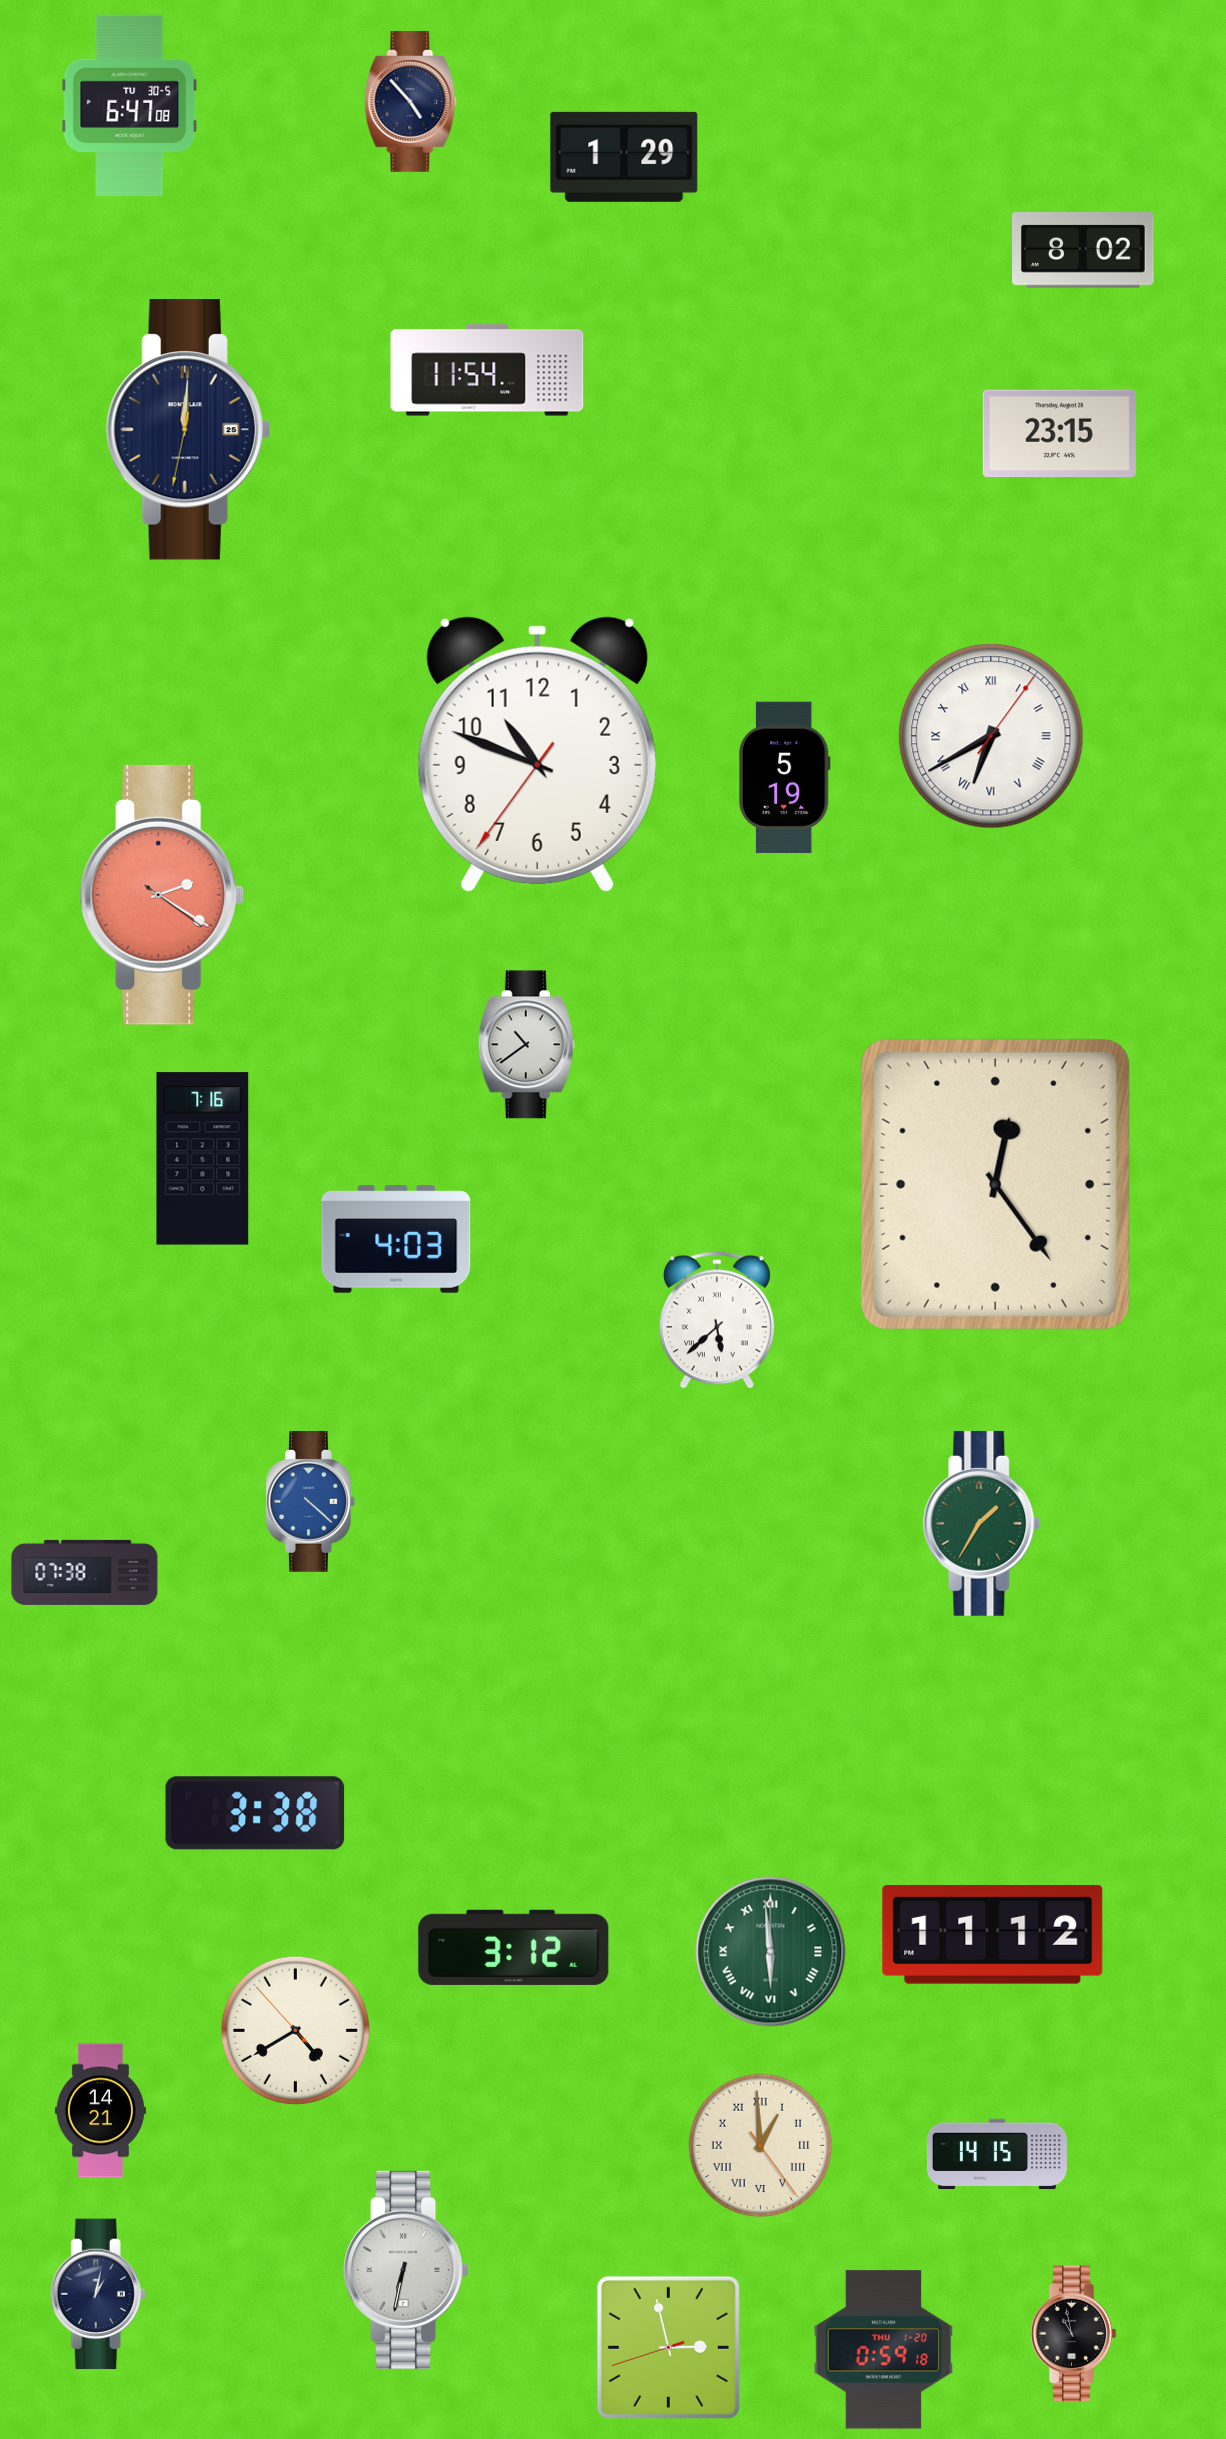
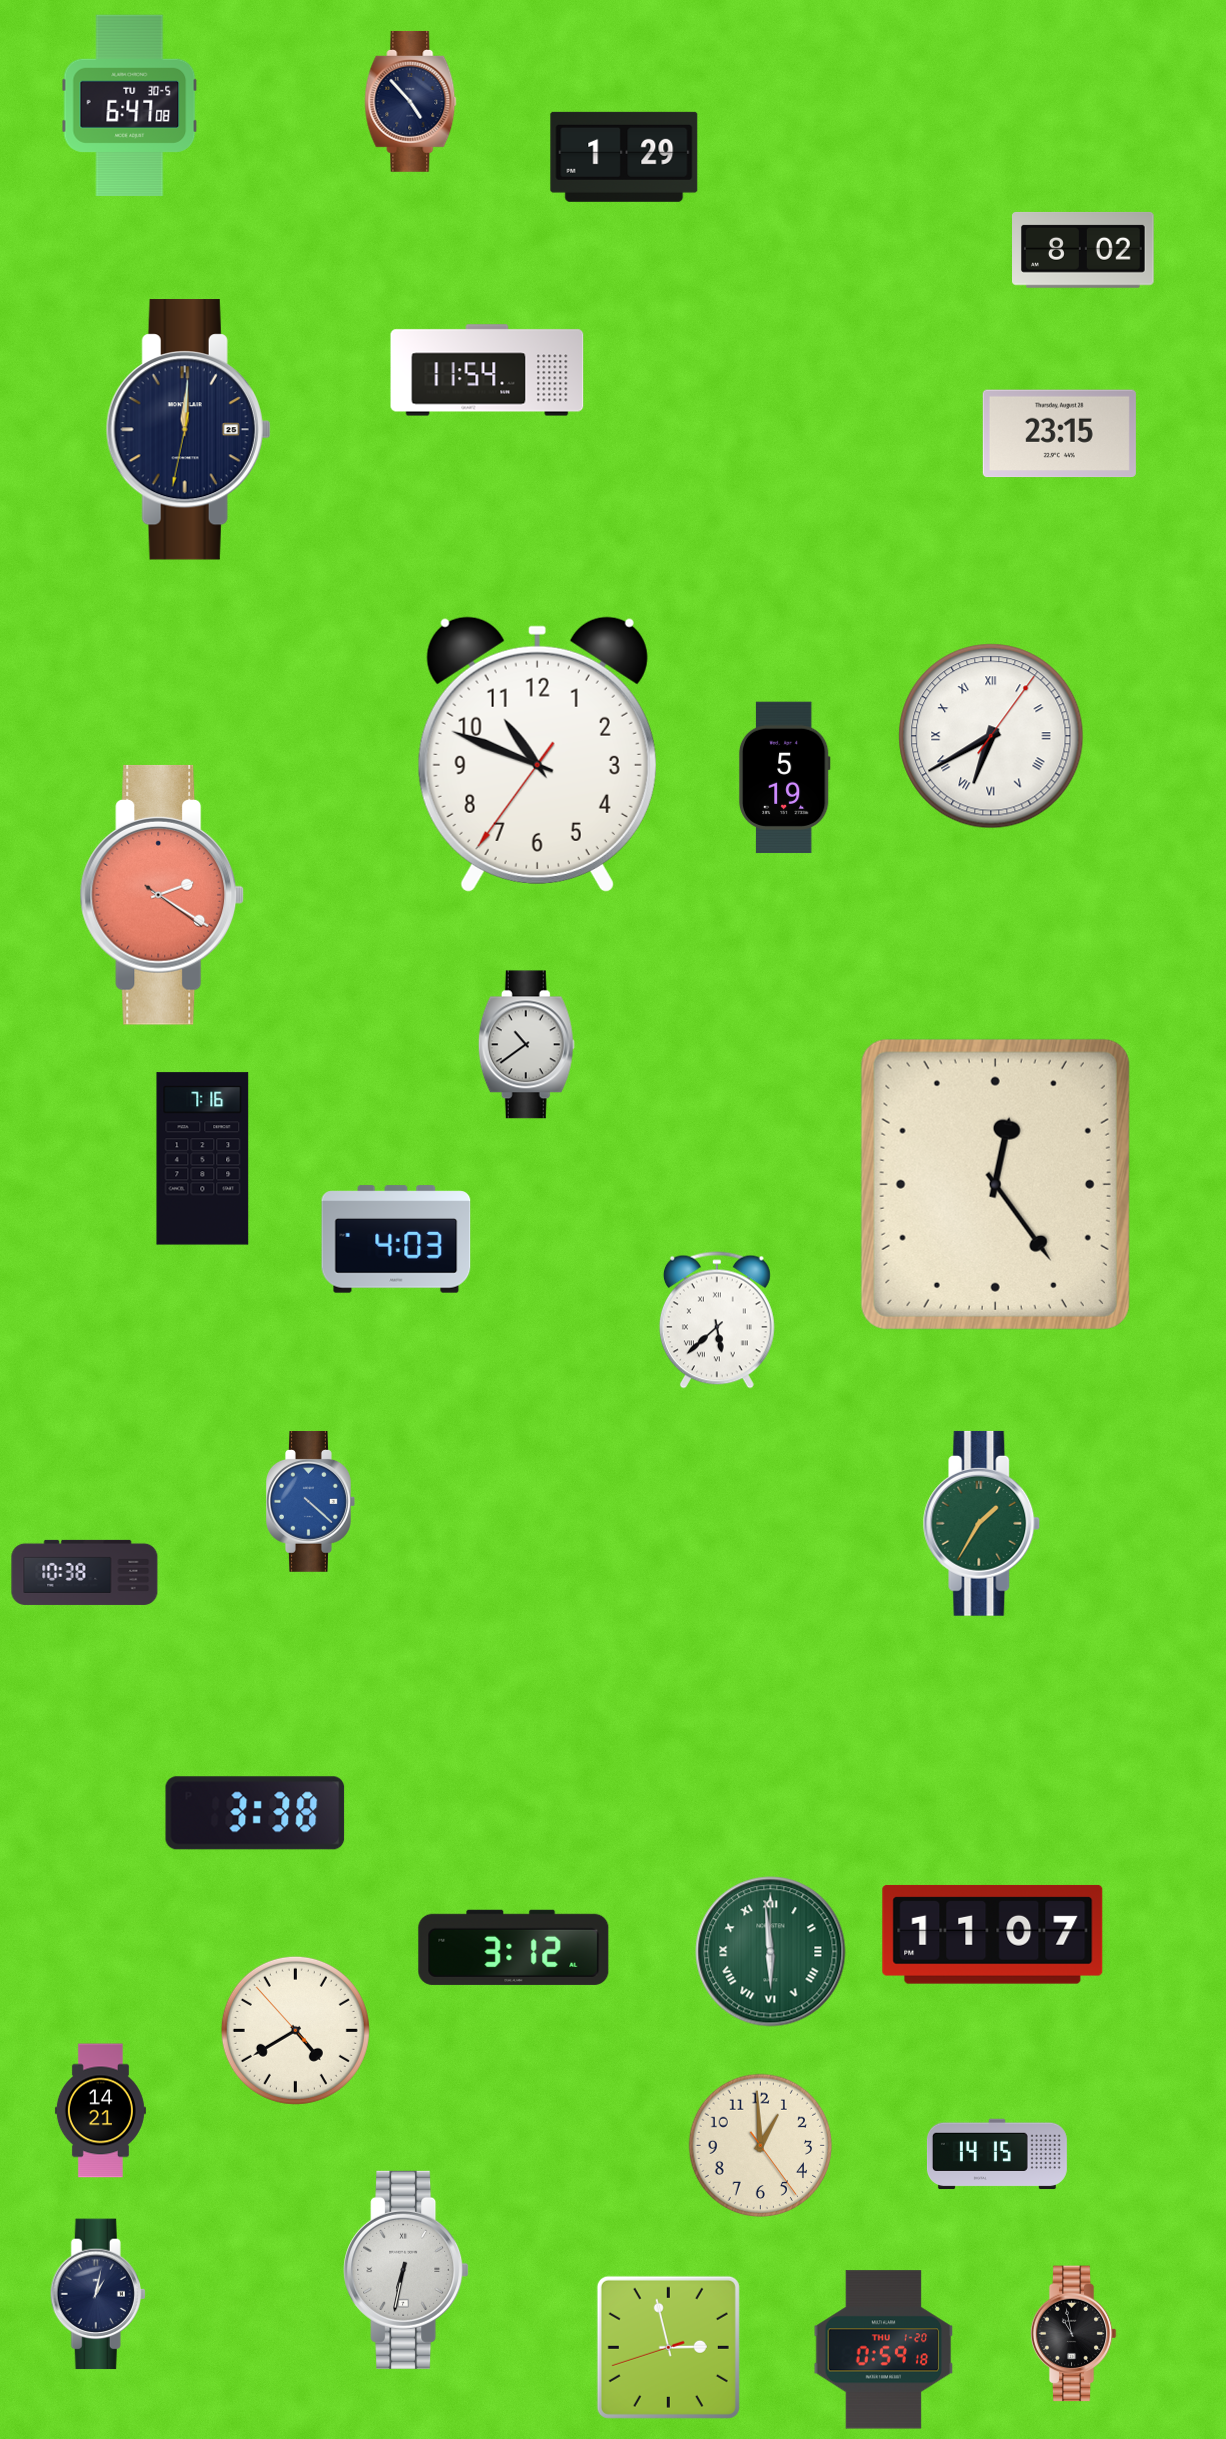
clock at (85, 1572): 07:38 -> 10:38
clock at (993, 1934): 11:12 -> 11:07
clock at (761, 2146) numerals: Roman -> Arabic
